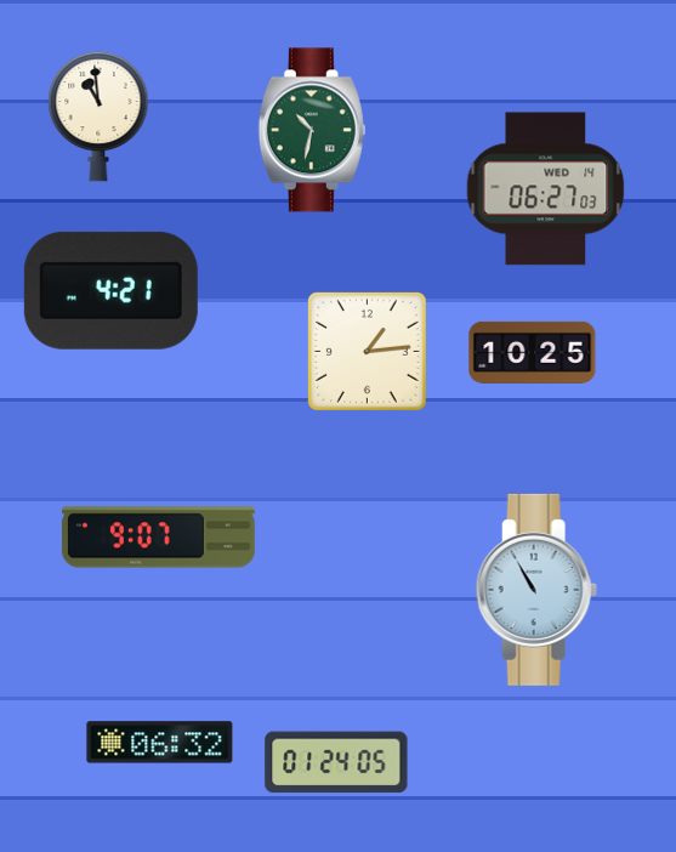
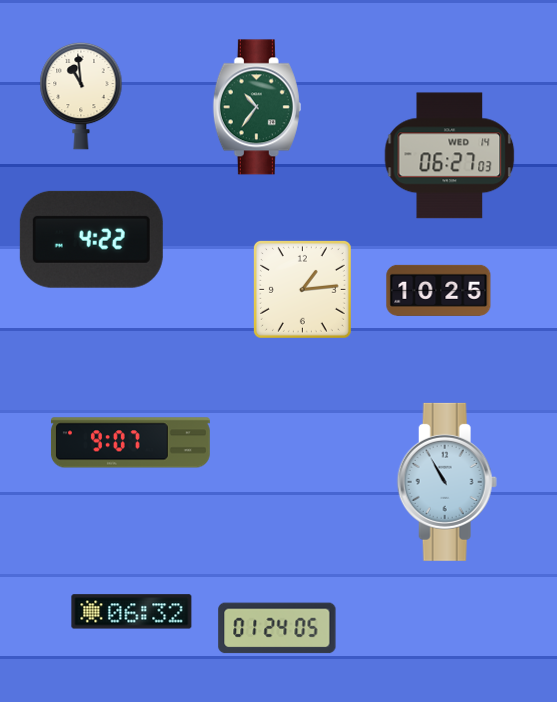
clock at (312, 130): 10:32 -> 10:36
clock at (110, 290): 4:21 -> 4:22
clock at (536, 590) position: (536, 590) -> (447, 482)
